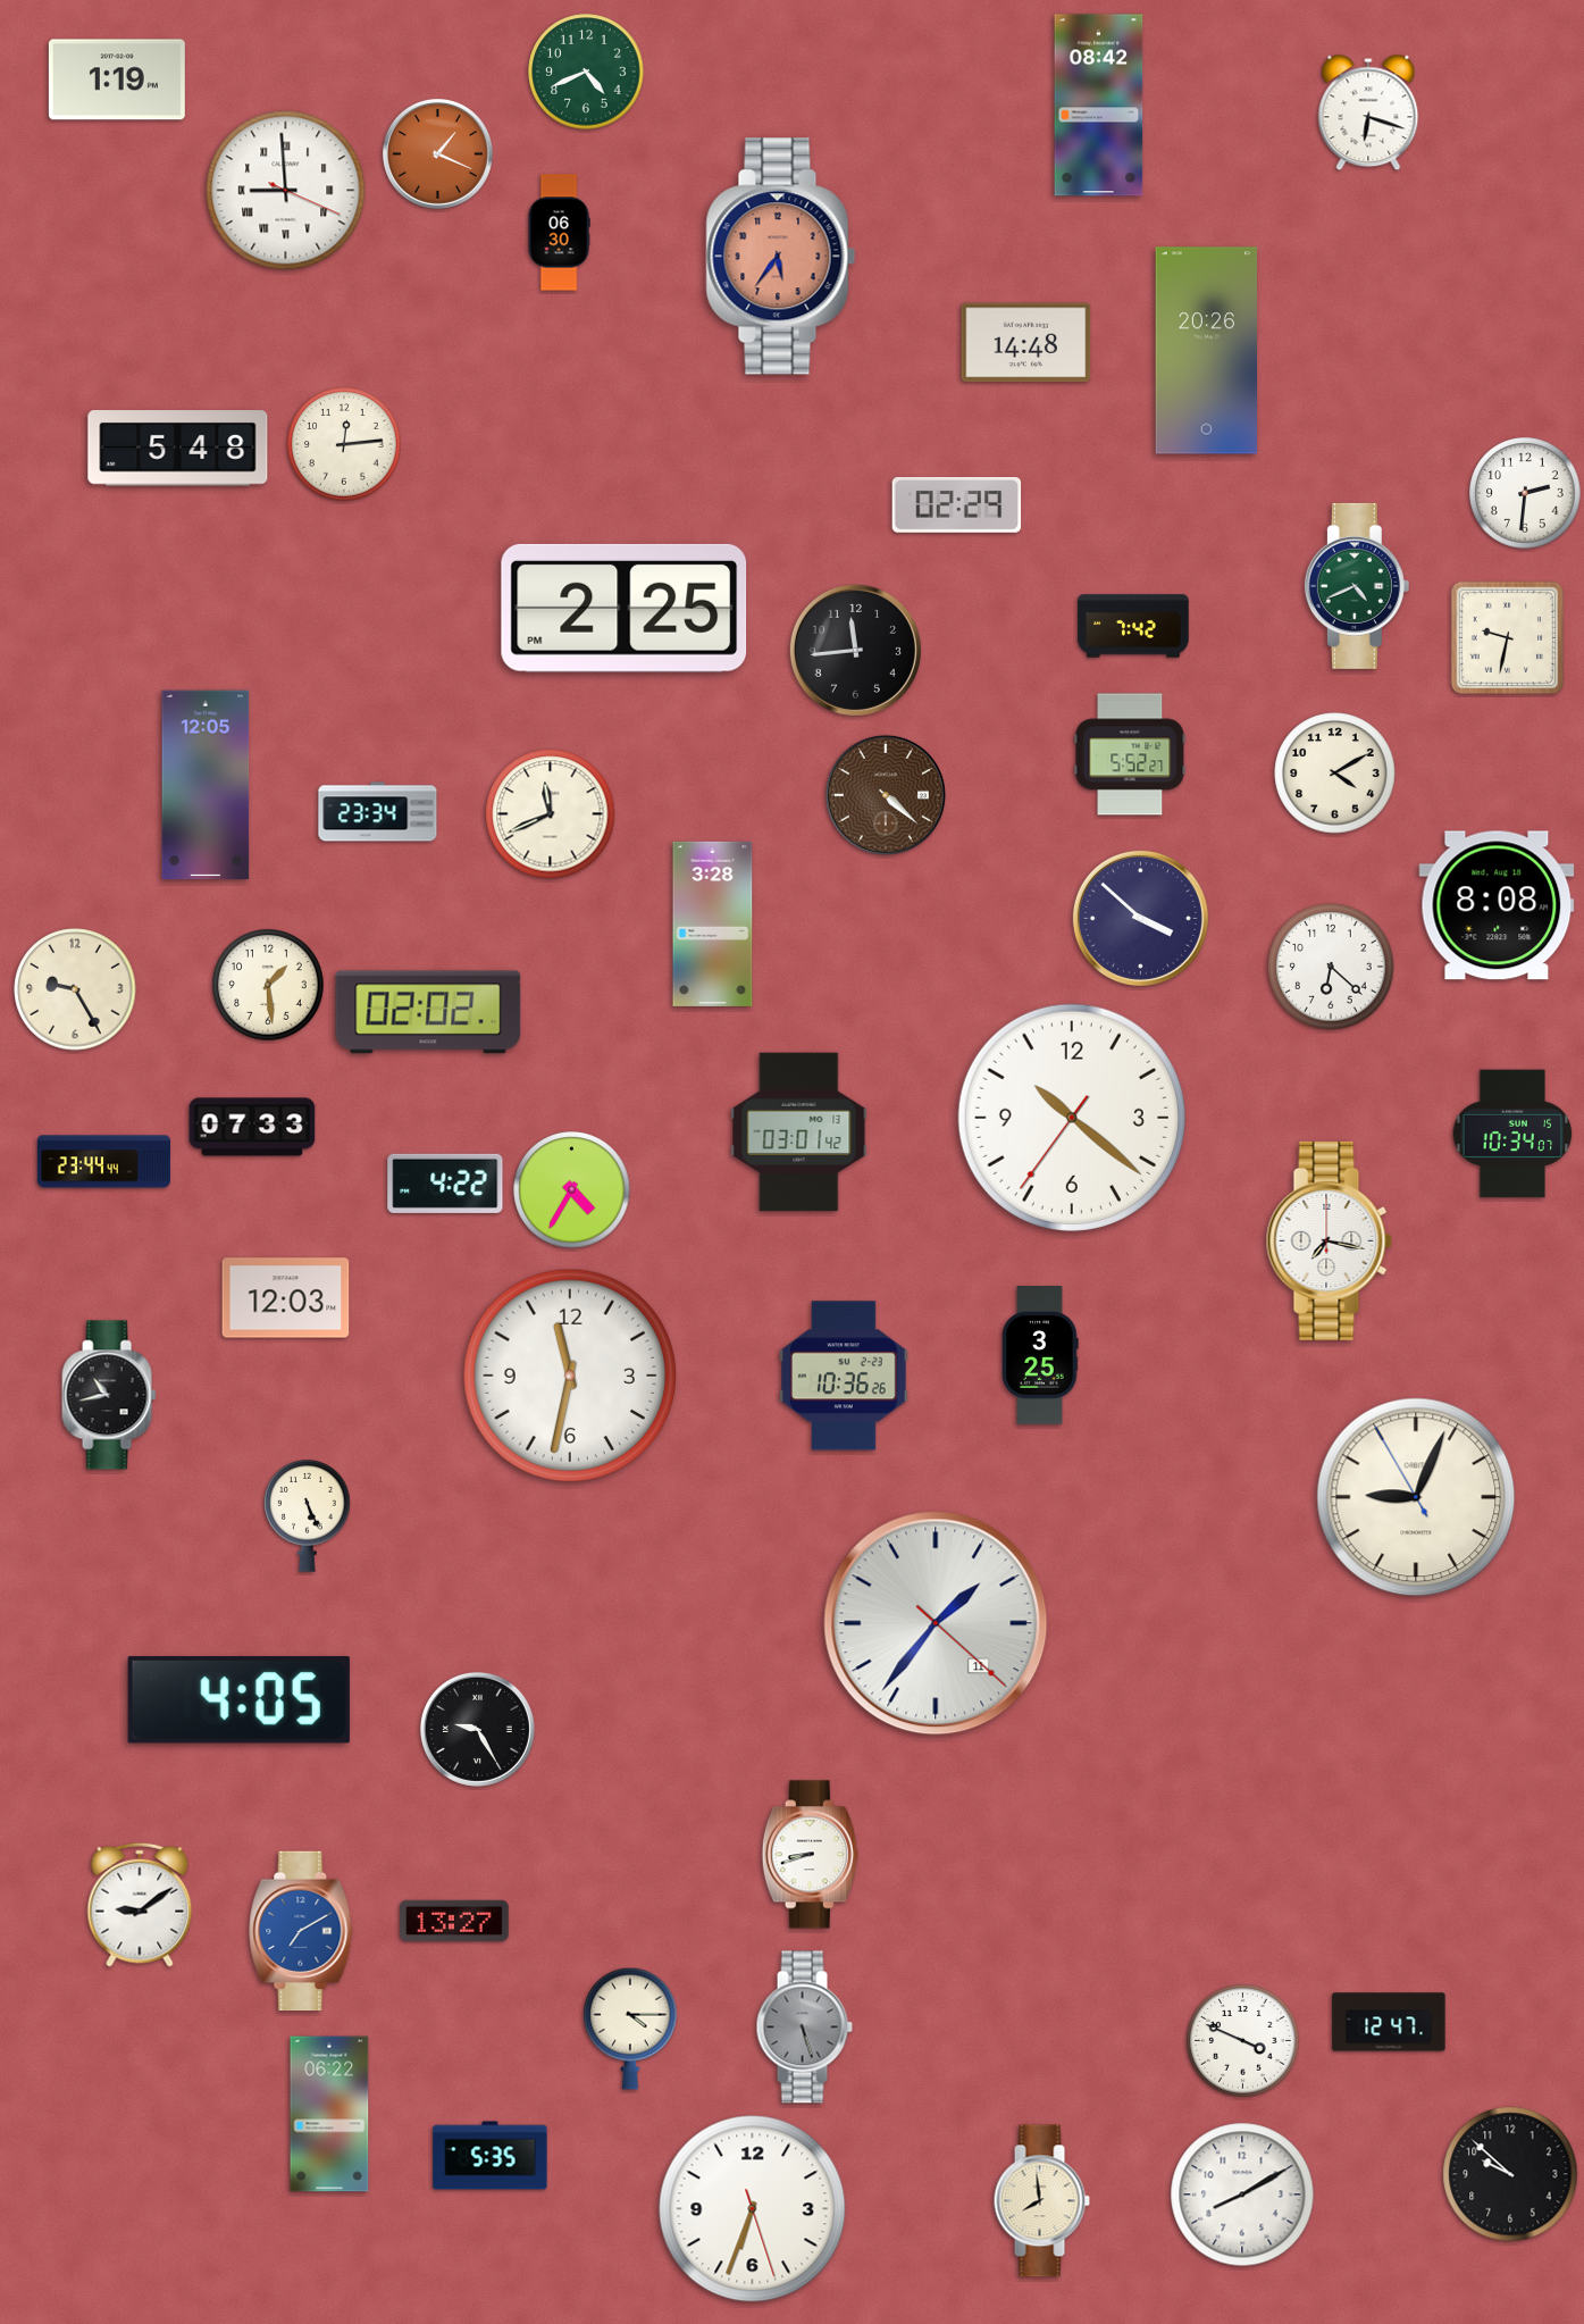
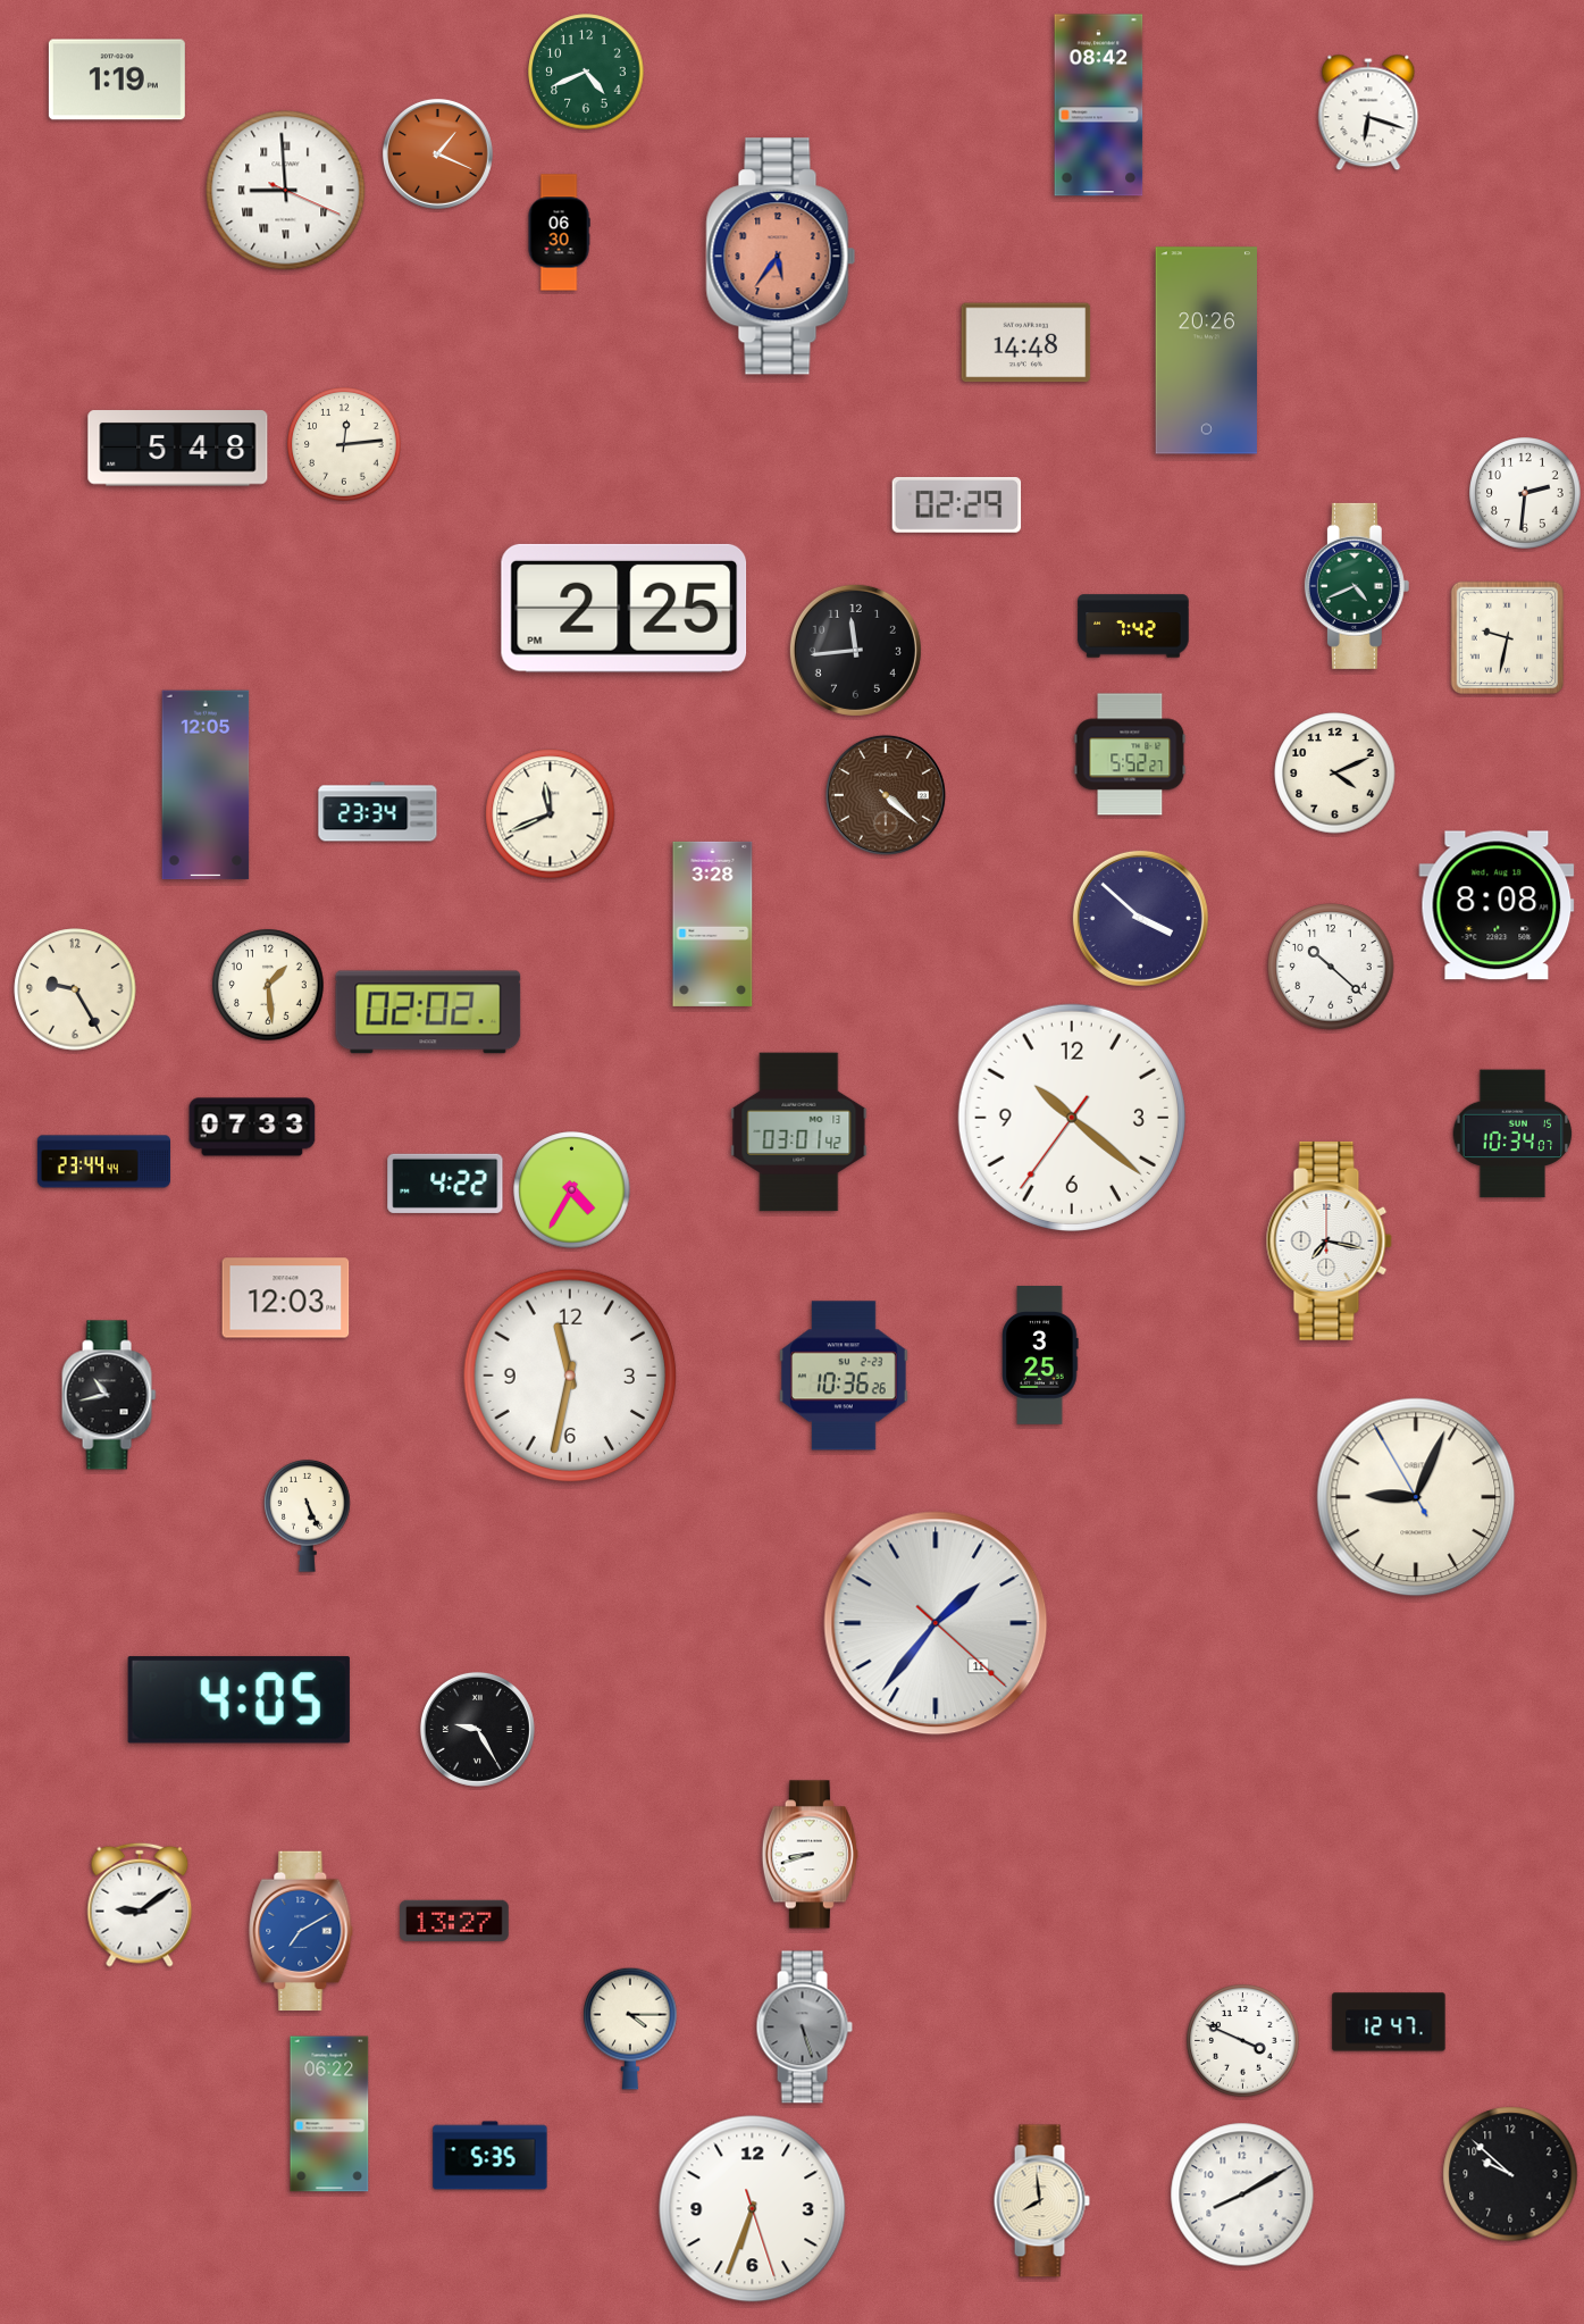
clock at (1335, 774): 4:10 -> 4:11
clock at (1331, 967): 6:22 -> 10:22
